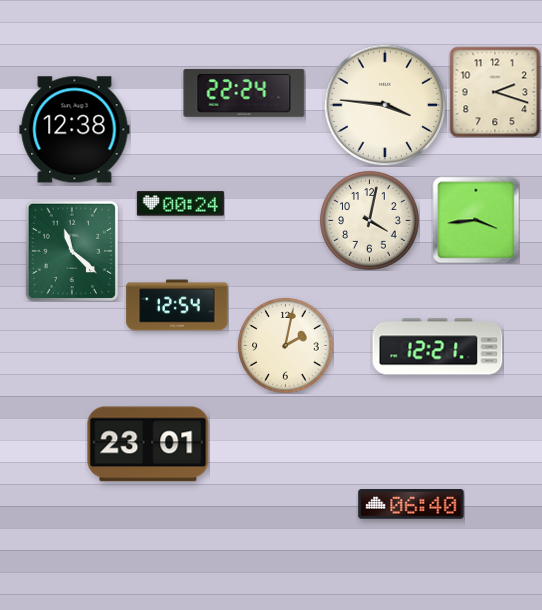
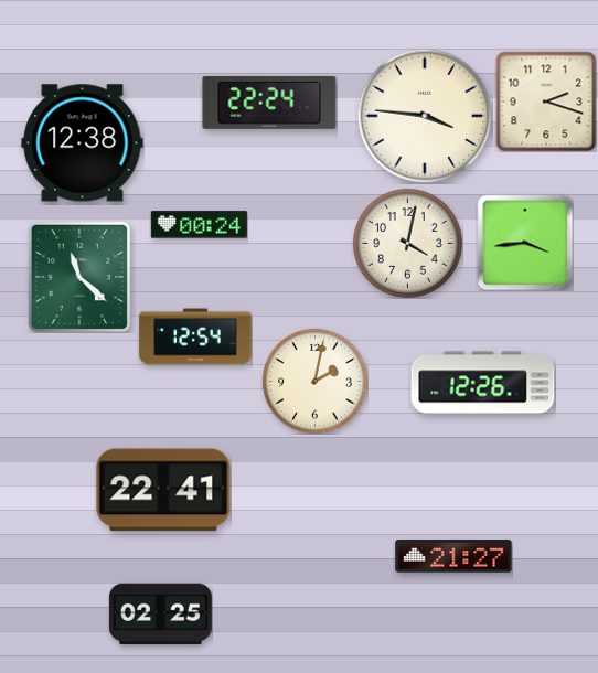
clock at (438, 347): 12:21 -> 12:26
clock at (148, 444): 23:01 -> 22:41
clock at (411, 504): 06:40 -> 21:27
clock at (160, 615): none -> 02:25
